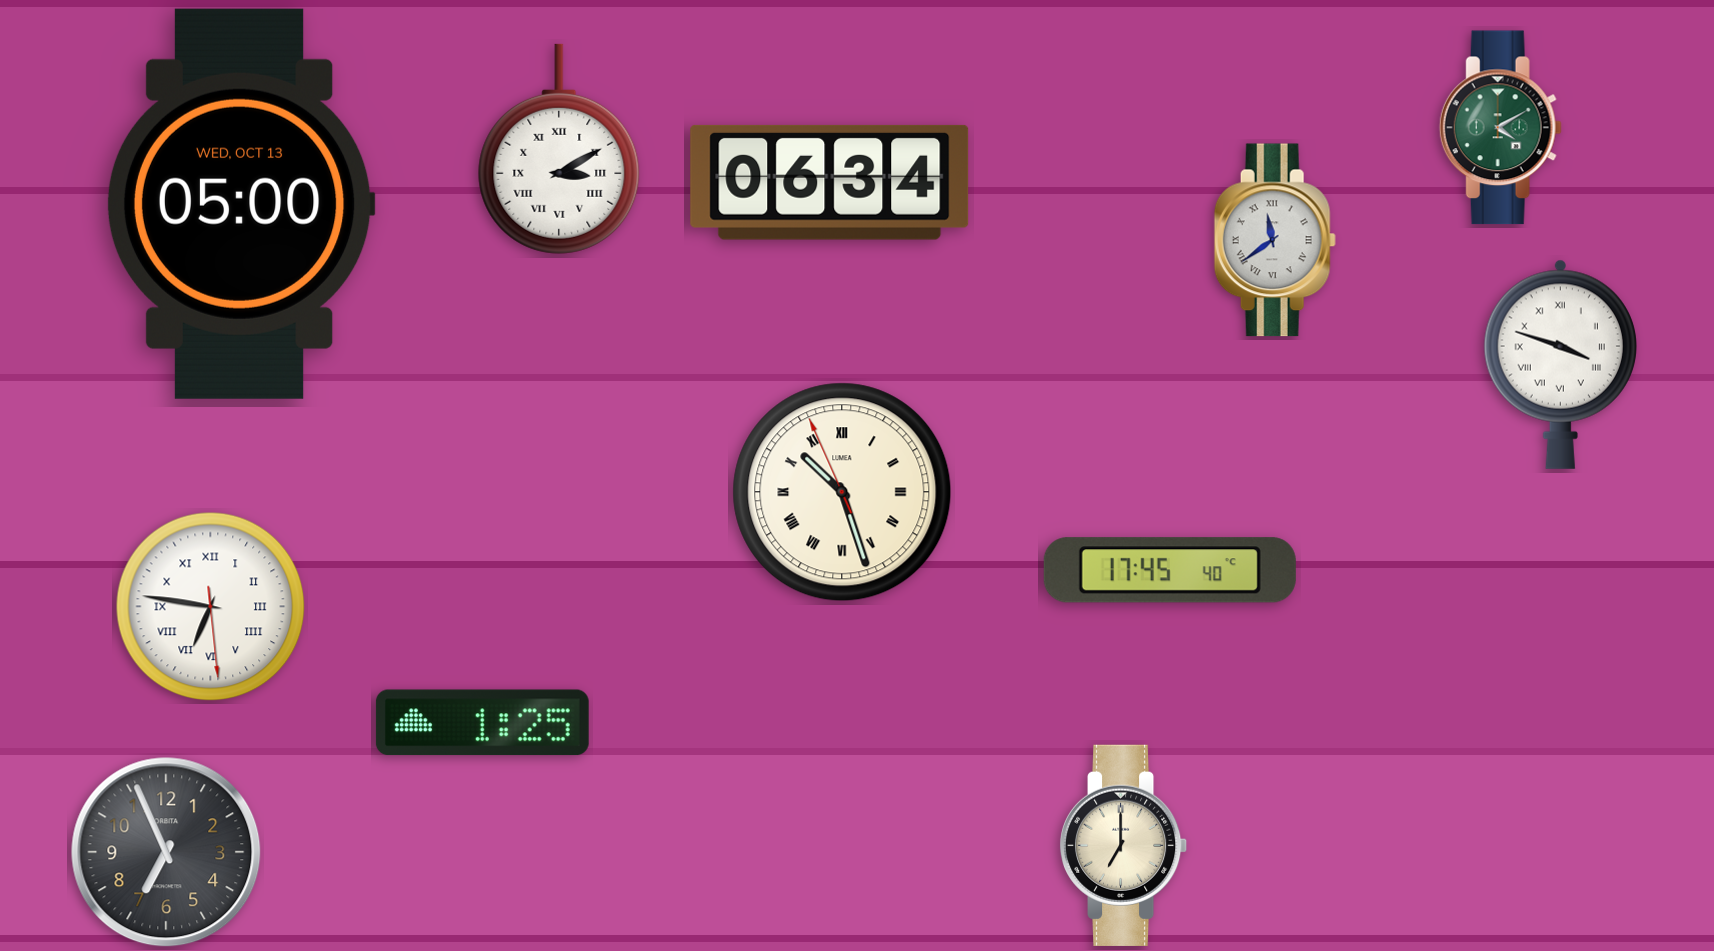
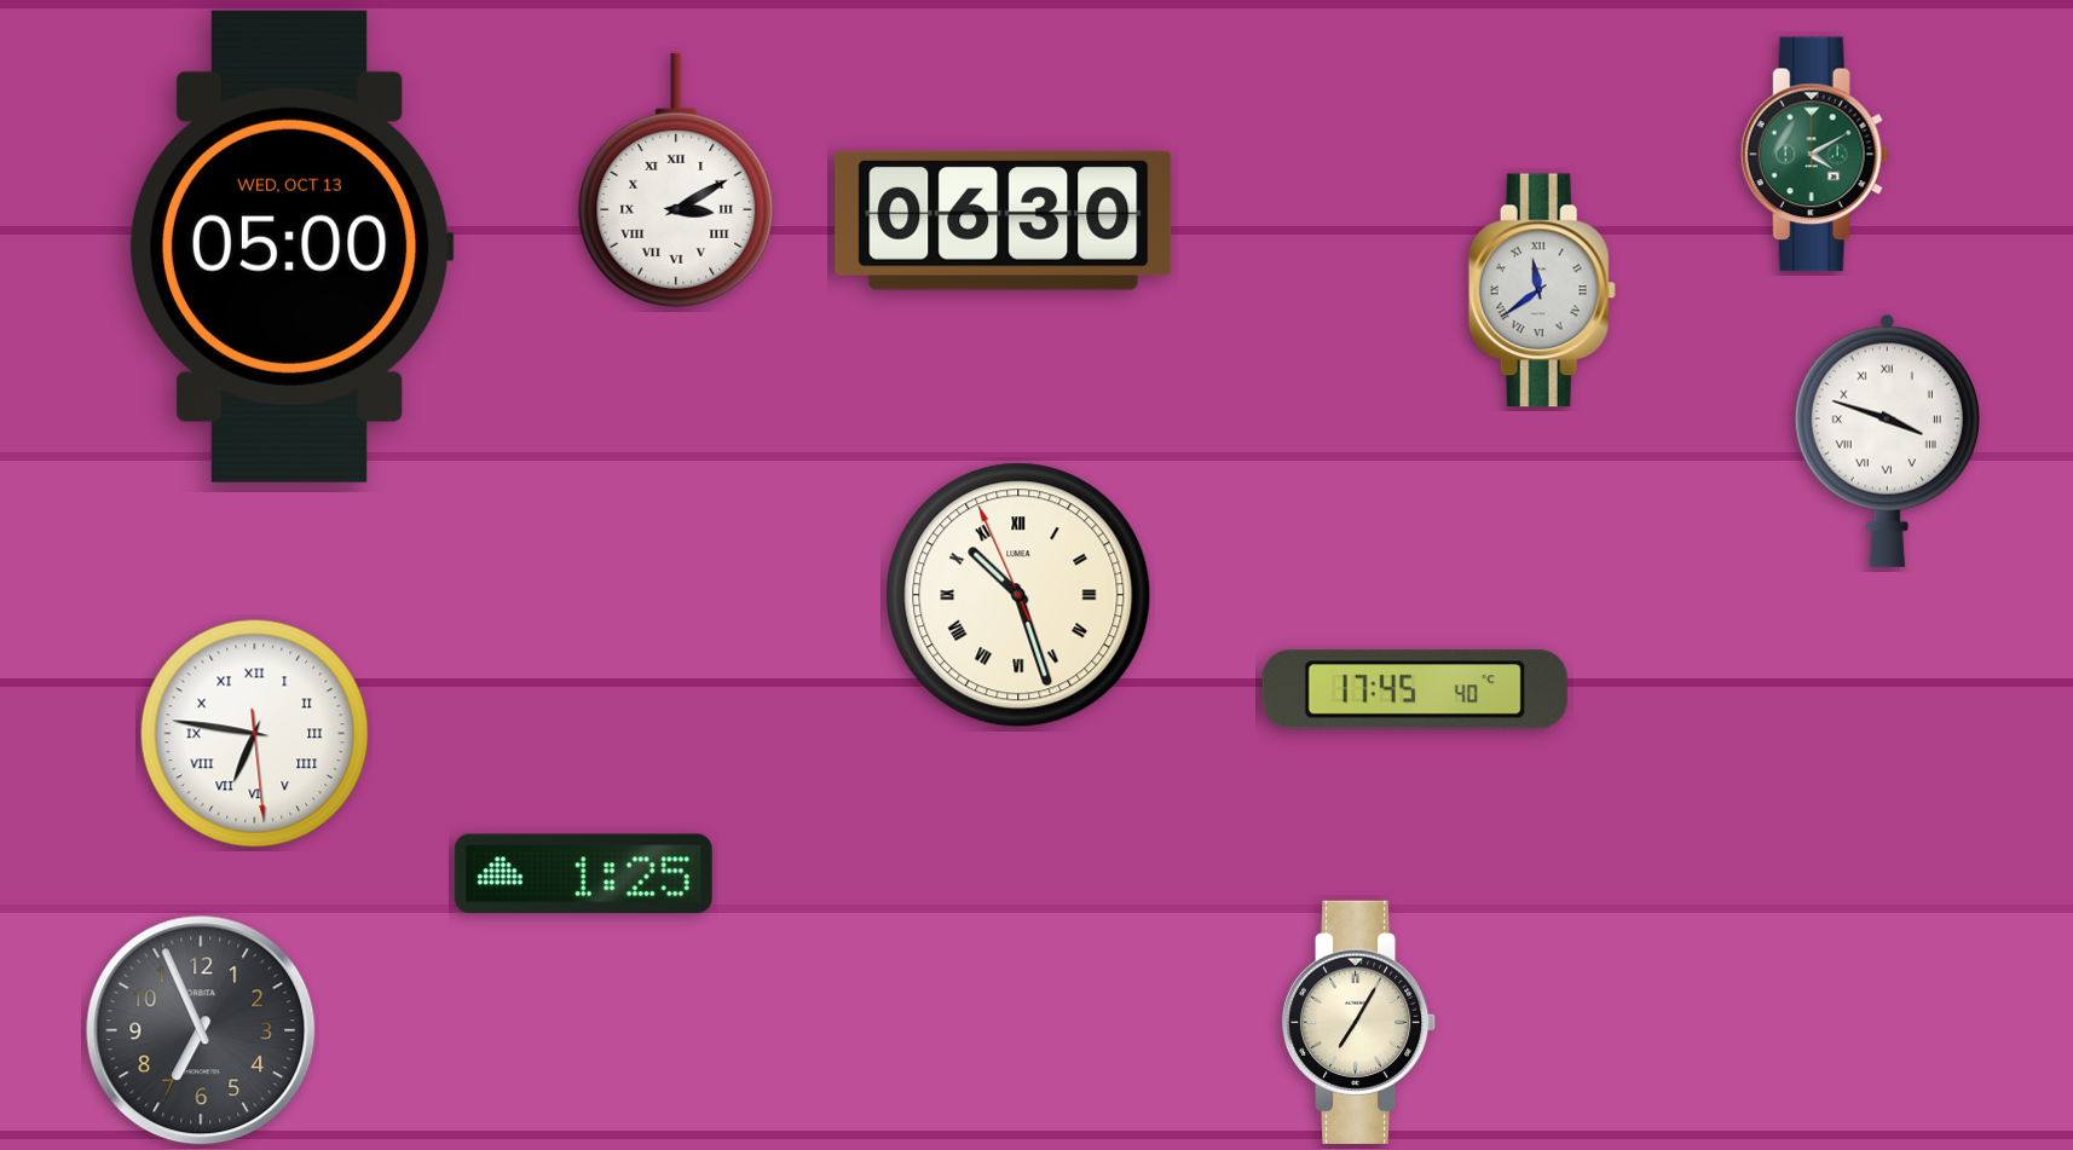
clock at (830, 182): 06:34 -> 06:30
clock at (1124, 845): 7:00 -> 7:05
